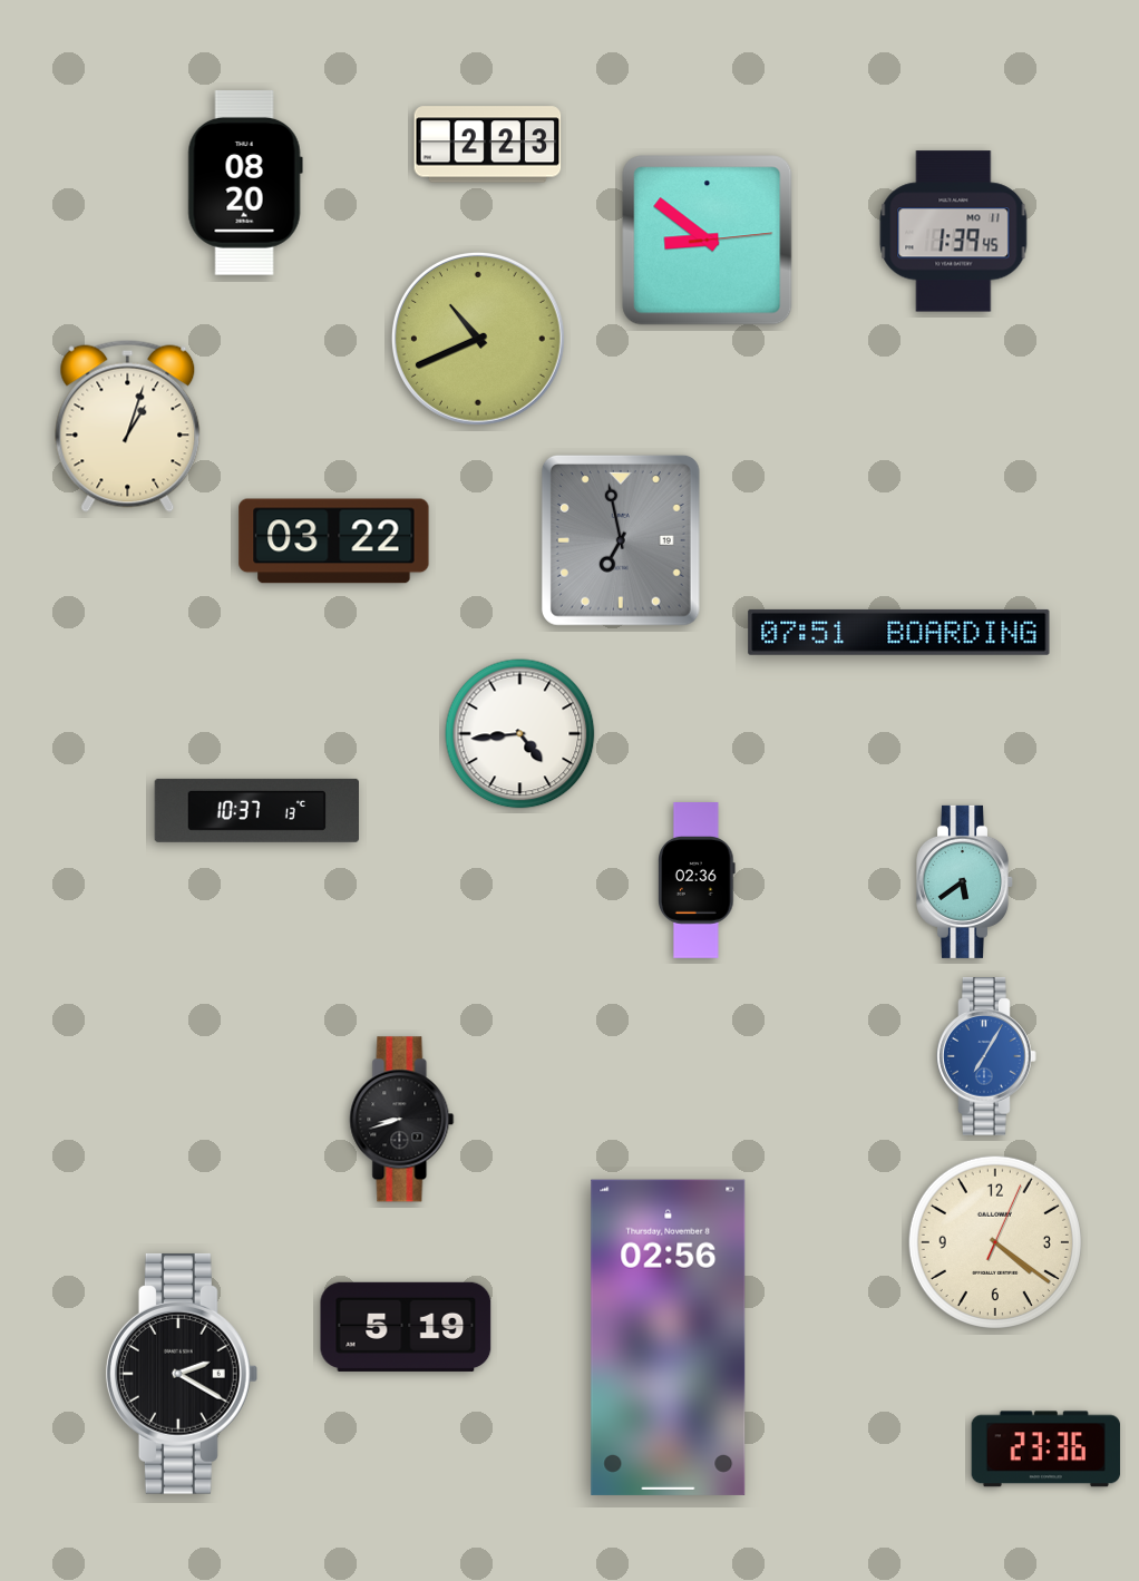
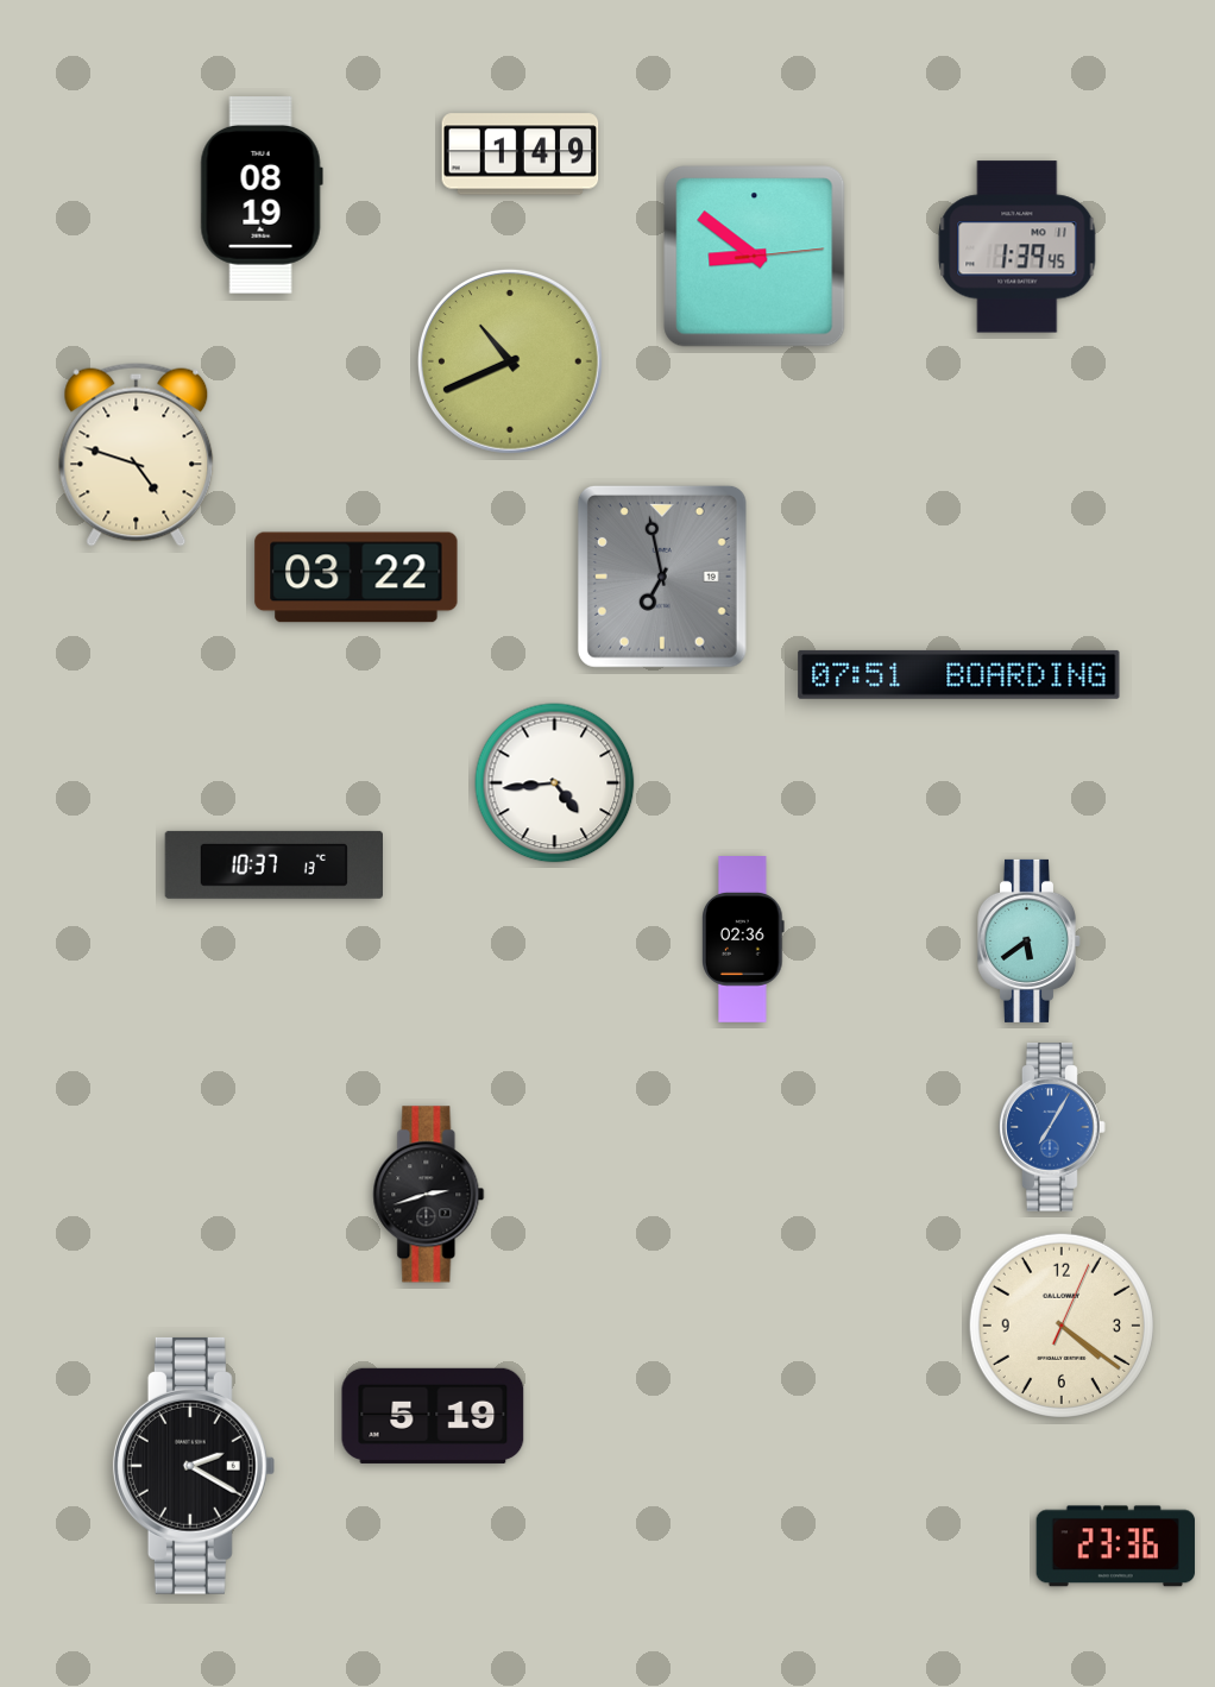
clock at (488, 145): 2:23 -> 1:49
clock at (245, 183): 08:20 -> 08:19
clock at (128, 426): 1:03 -> 4:48
clock at (402, 1120): 8:42 -> 2:42
clock at (669, 1337): 02:56 -> none
